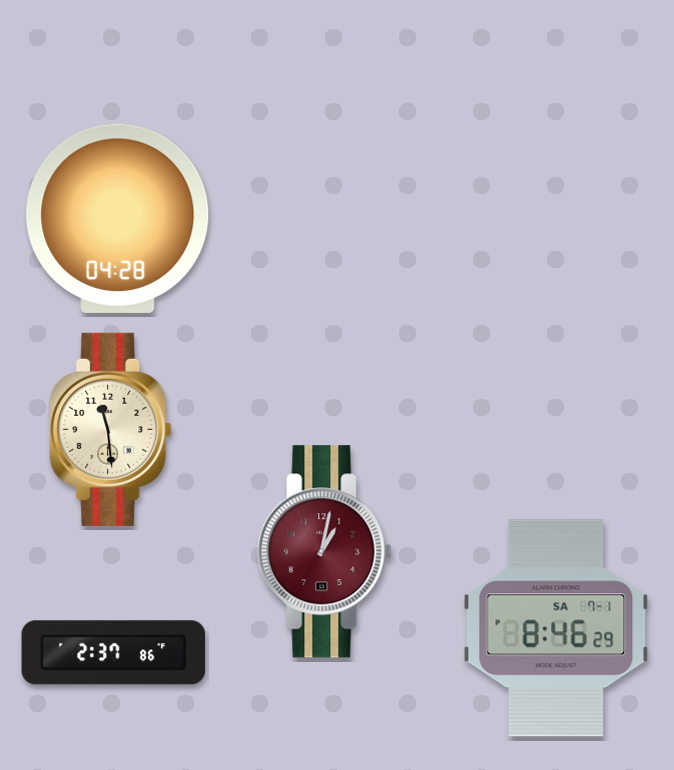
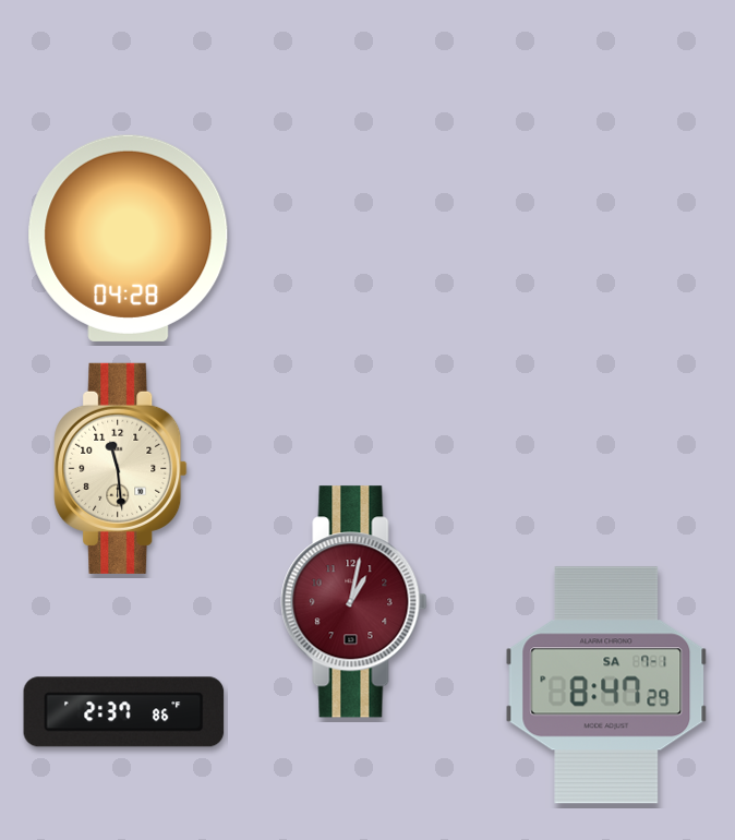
clock at (556, 628): 8:46 -> 8:47
